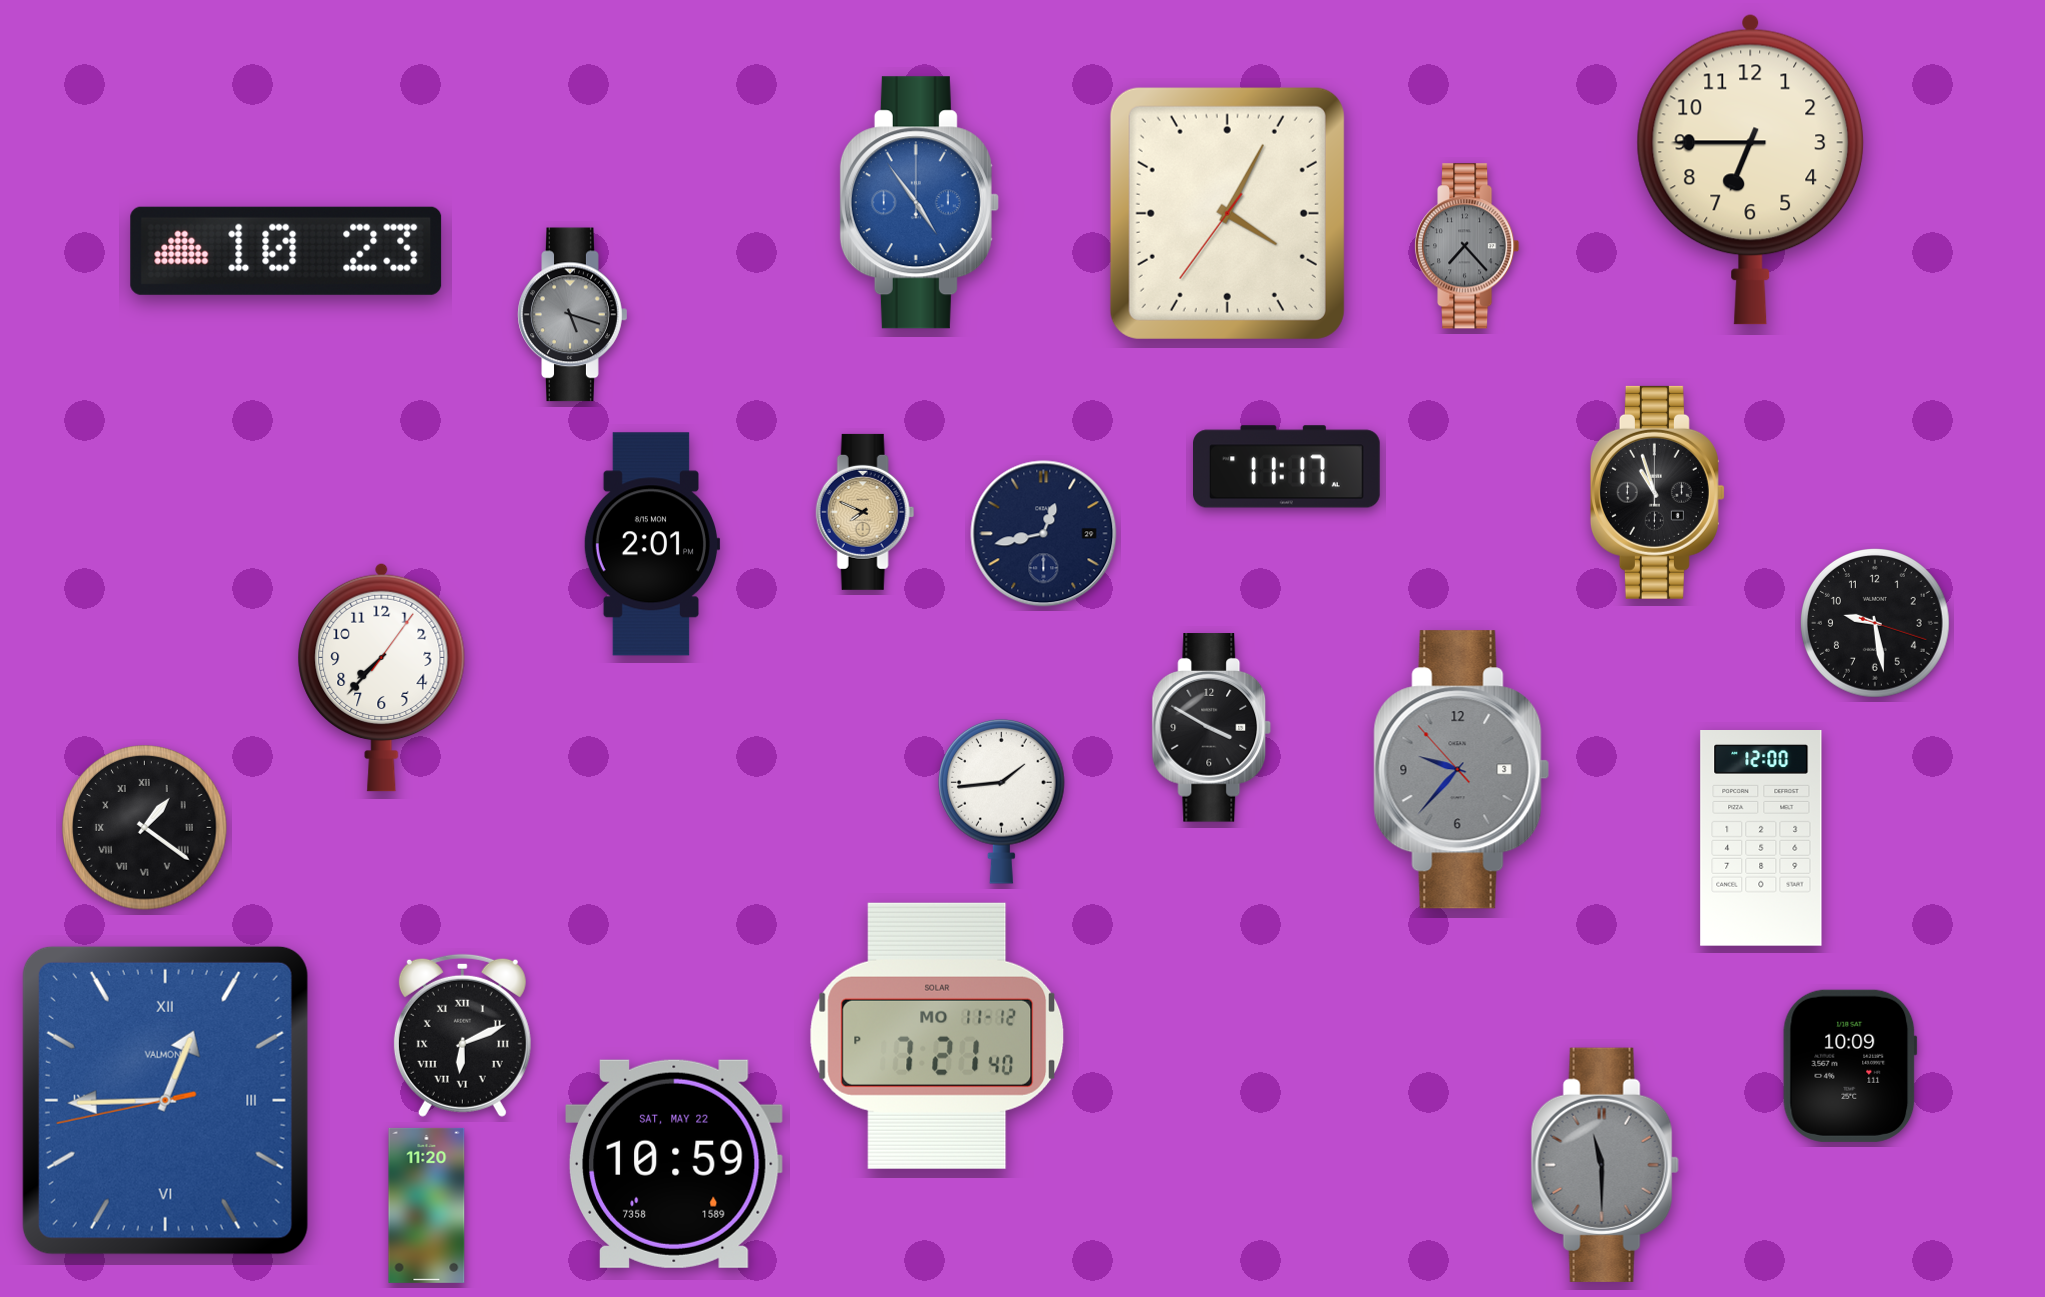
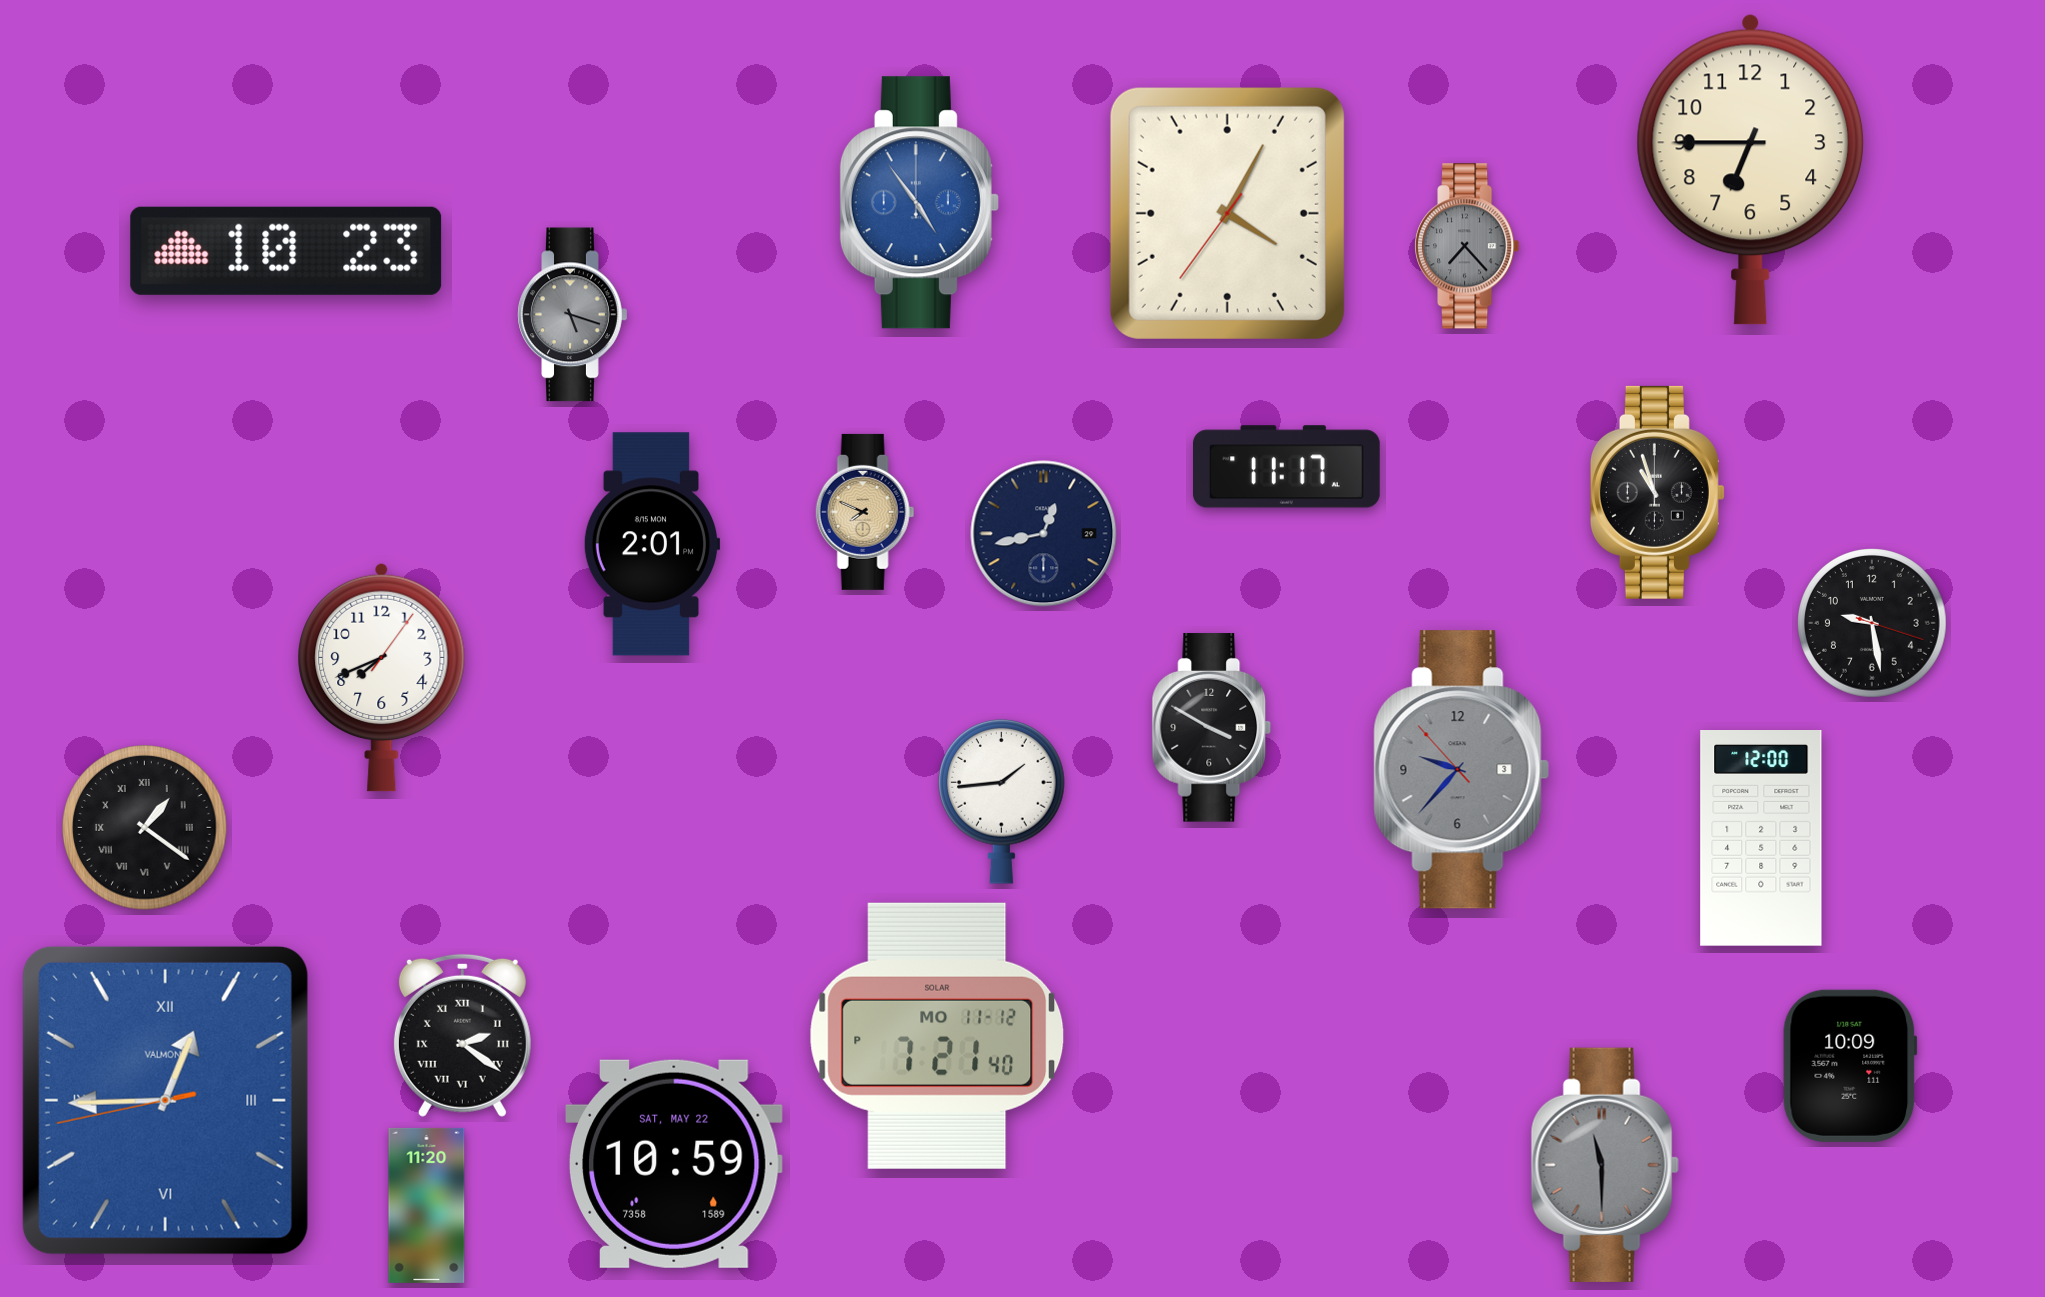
clock at (1876, 624) position: (1876, 624) -> (1873, 624)
clock at (382, 677): 7:37 -> 7:41
clock at (462, 1035): 6:11 -> 2:21
